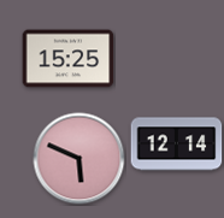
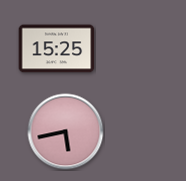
clock at (177, 145): 12:14 -> none
clock at (79, 159): 5:49 -> 5:43
